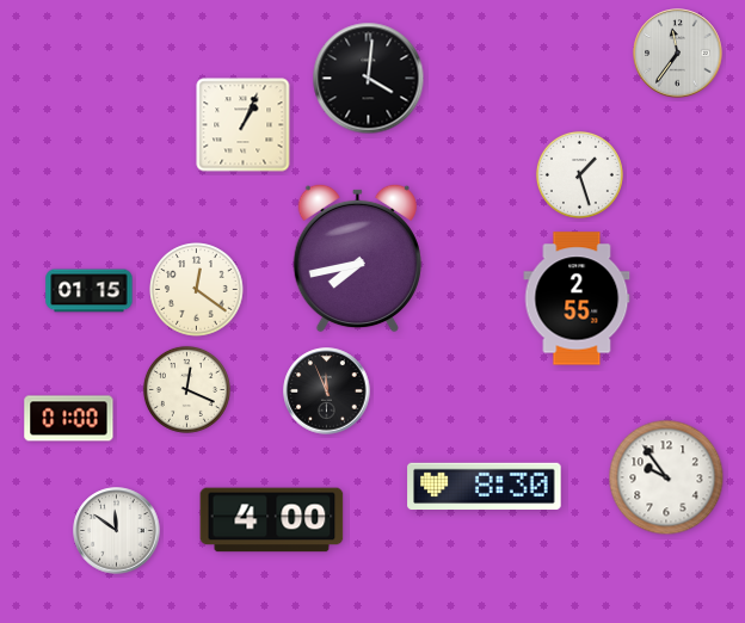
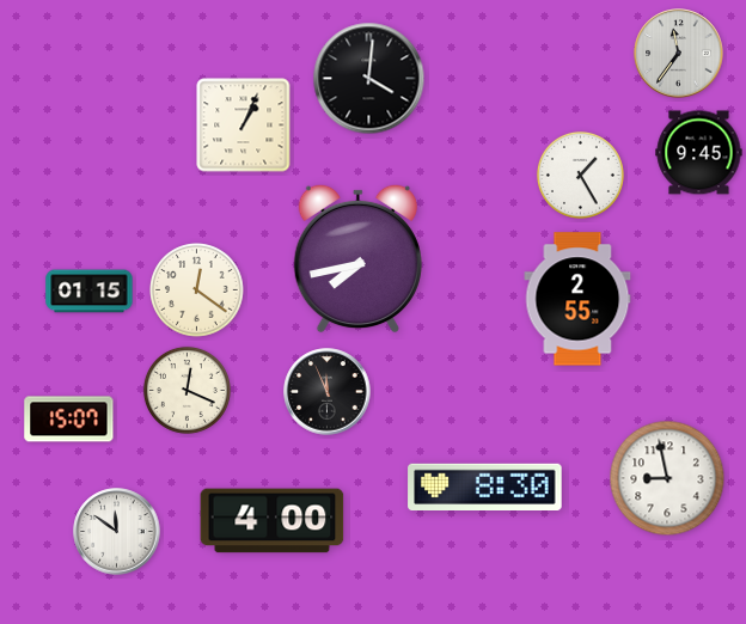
clock at (699, 153): none -> 9:45
clock at (579, 174): 1:27 -> 1:25
clock at (69, 419): 01:00 -> 15:07
clock at (666, 477): 9:54 -> 8:58
